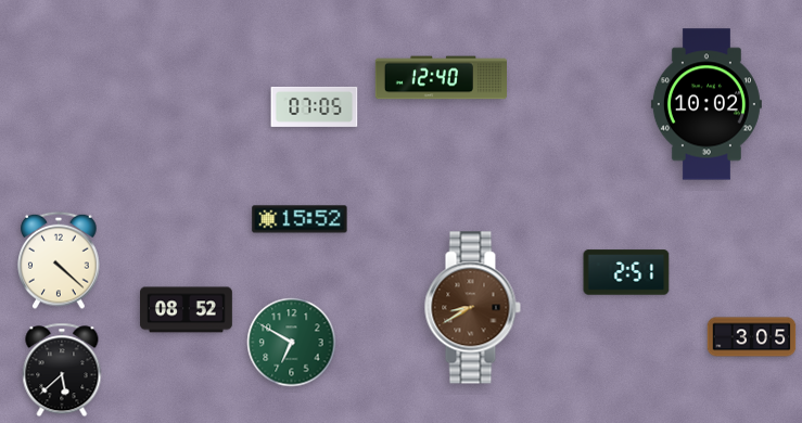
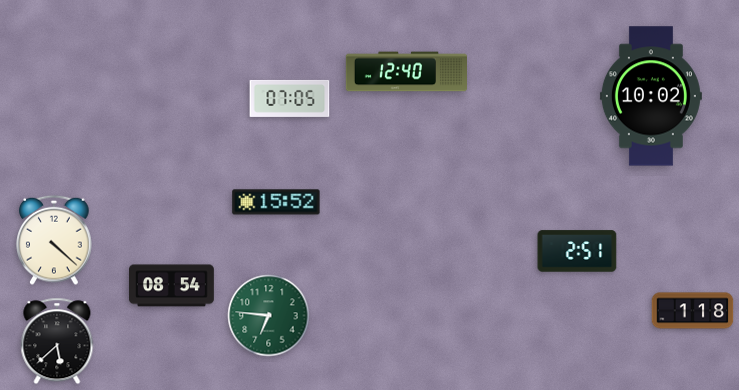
clock at (472, 308): 8:40 -> none
clock at (187, 310): 08:52 -> 08:54
clock at (752, 337): 3:05 -> 1:18
clock at (292, 343): 6:50 -> 6:46
